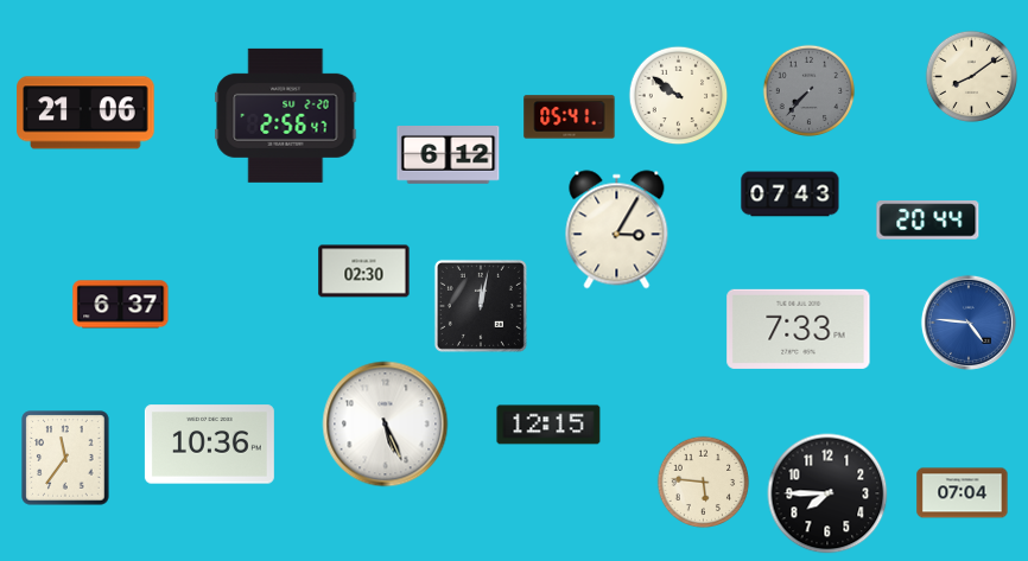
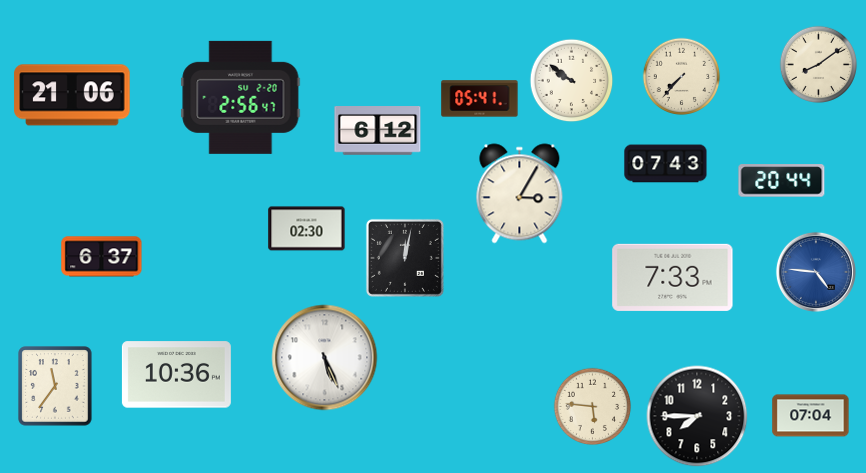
clock at (808, 90) dial: grey -> cream
clock at (928, 221) position: (928, 221) -> (782, 181)
clock at (548, 425): 12:15 -> none
